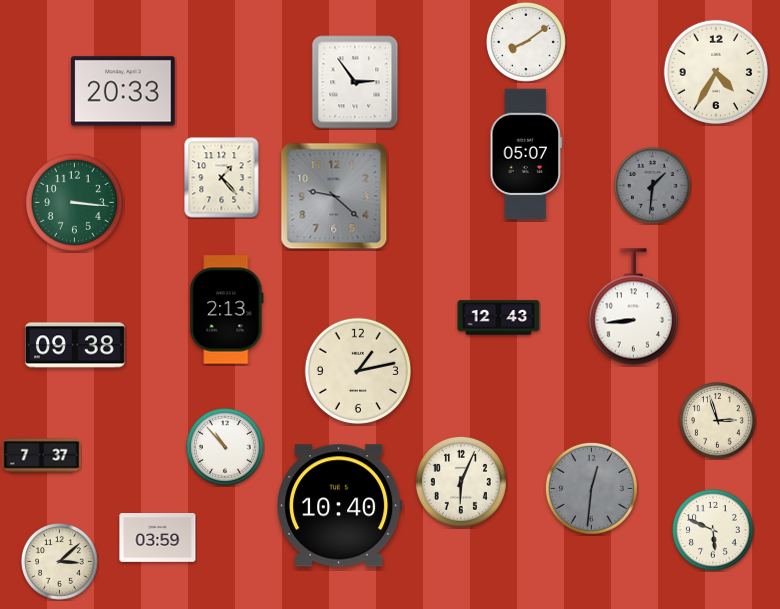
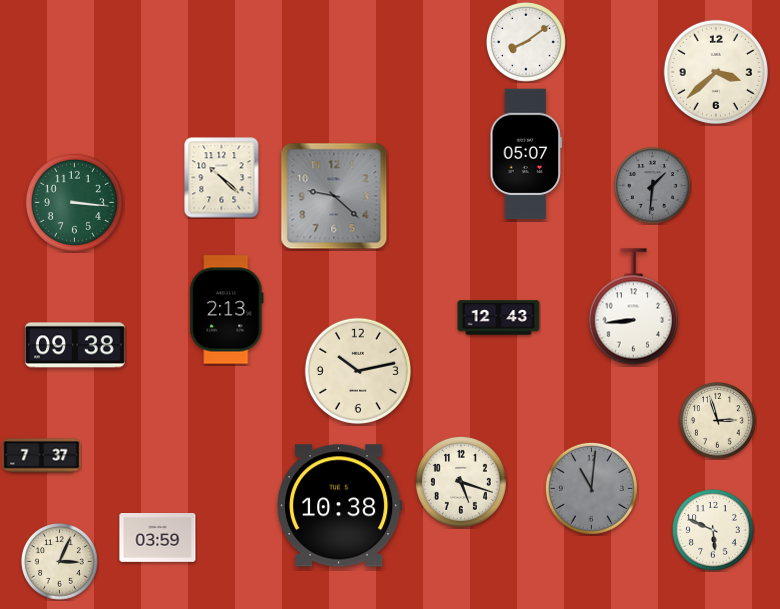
clock at (716, 72): 4:35 -> 3:38
clock at (355, 82): 2:54 -> none
clock at (123, 91): 20:33 -> none
clock at (222, 178): 1:23 -> 10:22
clock at (358, 371): 1:13 -> 10:13
clock at (226, 448): 10:53 -> none
clock at (461, 482): 6:04 -> 5:18
clock at (591, 488): 12:31 -> 11:01
clock at (340, 506): 10:40 -> 10:38
clock at (60, 562): 3:08 -> 3:04
